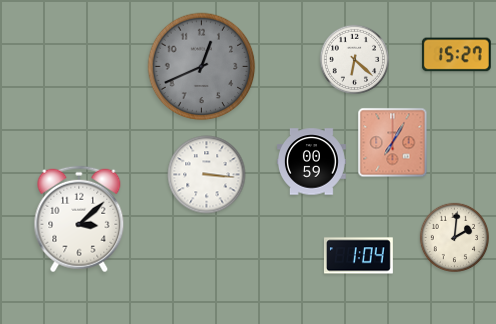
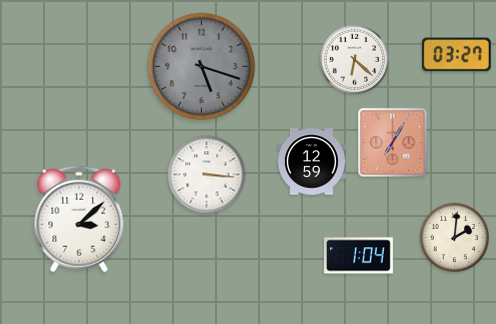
clock at (456, 55): 15:27 -> 03:27
clock at (202, 67): 12:41 -> 5:18
clock at (312, 162): 00:59 -> 12:59
